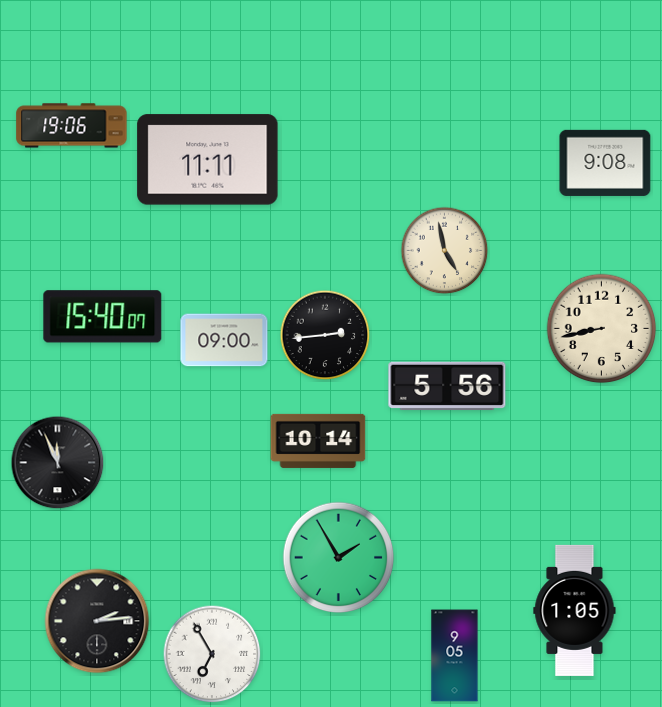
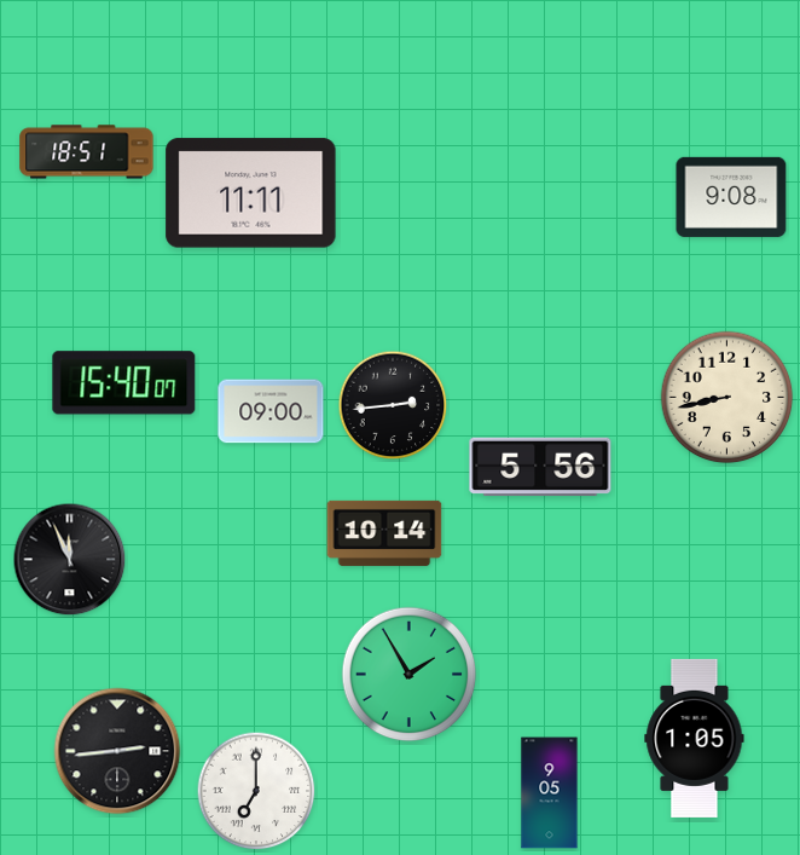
clock at (72, 126): 19:06 -> 18:51
clock at (445, 251): 4:58 -> none
clock at (97, 621): 2:14 -> 2:44
clock at (212, 654): 6:55 -> 7:00
